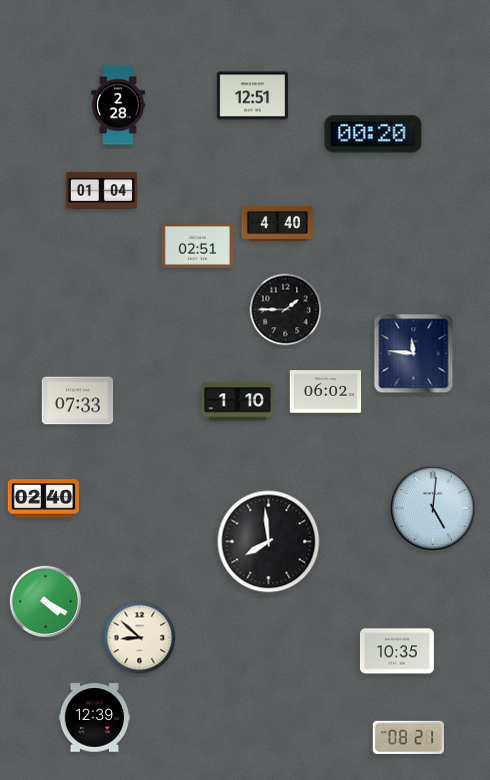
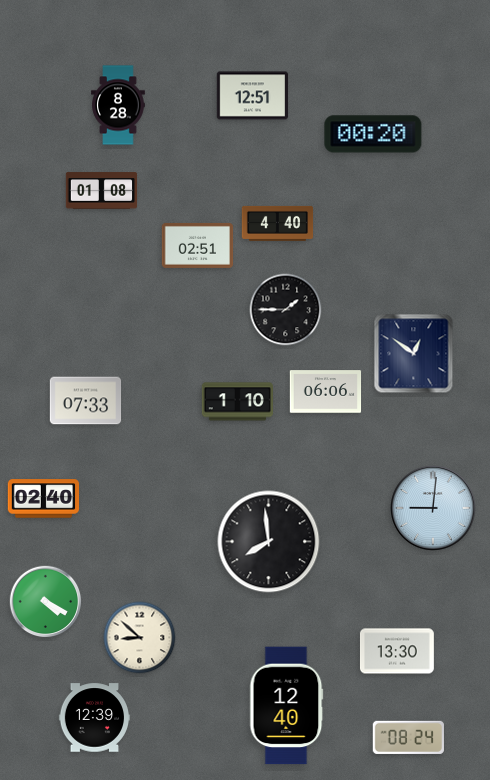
clock at (118, 105): 2:28 -> 8:28
clock at (102, 191): 01:04 -> 01:08
clock at (414, 354): 11:46 -> 12:51
clock at (326, 392): 06:02 -> 06:06
clock at (78, 401) position: (78, 401) -> (86, 401)
clock at (433, 508): 5:01 -> 9:01
clock at (397, 651): 10:35 -> 13:30
clock at (287, 706): none -> 12:40
clock at (408, 737): 08:21 -> 08:24
